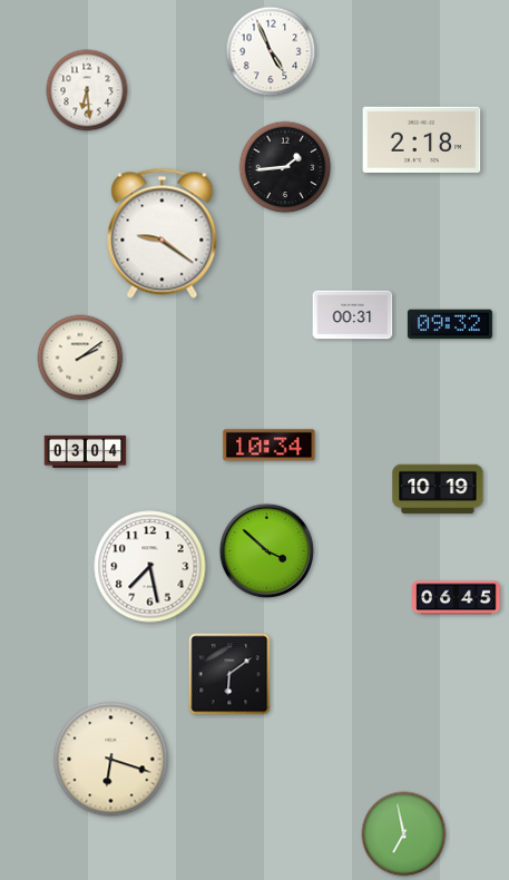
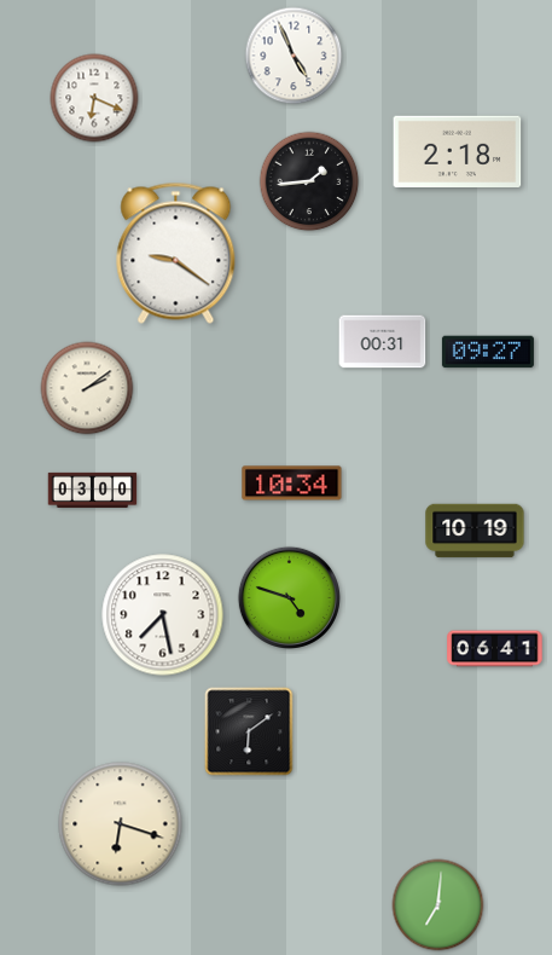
clock at (87, 90): 6:29 -> 6:19
clock at (450, 324): 09:32 -> 09:27
clock at (86, 451): 03:04 -> 03:00
clock at (266, 550): 3:52 -> 4:48
clock at (457, 598): 06:45 -> 06:41
clock at (404, 834): 6:58 -> 7:01
